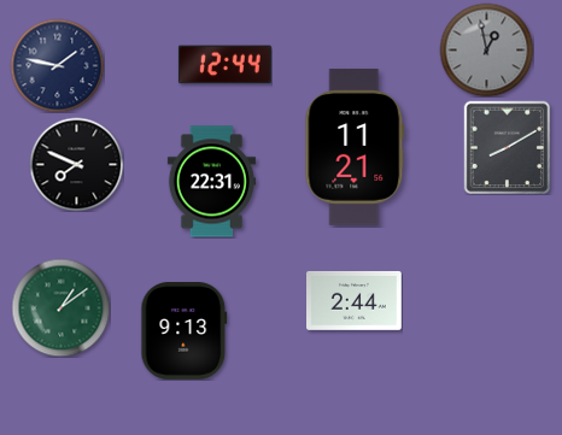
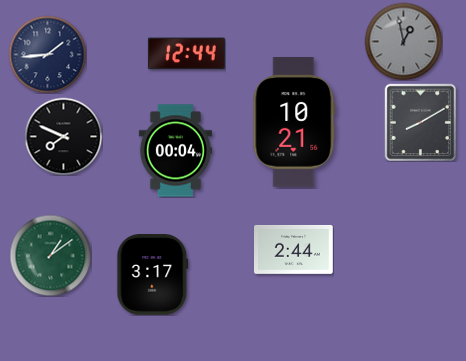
clock at (57, 65): 1:47 -> 1:44
clock at (355, 147): 11:21 -> 10:21
clock at (211, 182): 22:31 -> 00:04
clock at (185, 331): 9:13 -> 3:17
